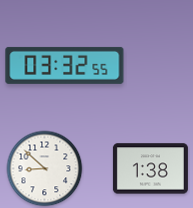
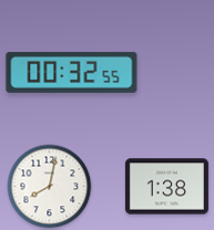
clock at (65, 65): 03:32 -> 00:32
clock at (45, 169): 8:52 -> 8:02
